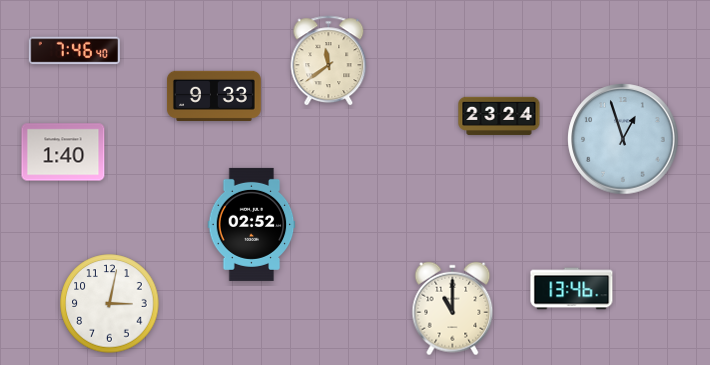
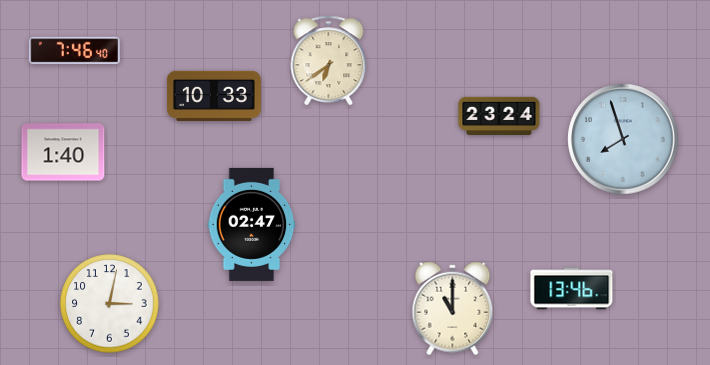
clock at (329, 61): 11:39 -> 6:39
clock at (214, 96): 9:33 -> 10:33
clock at (623, 139): 12:57 -> 7:57
clock at (252, 224): 02:52 -> 02:47
